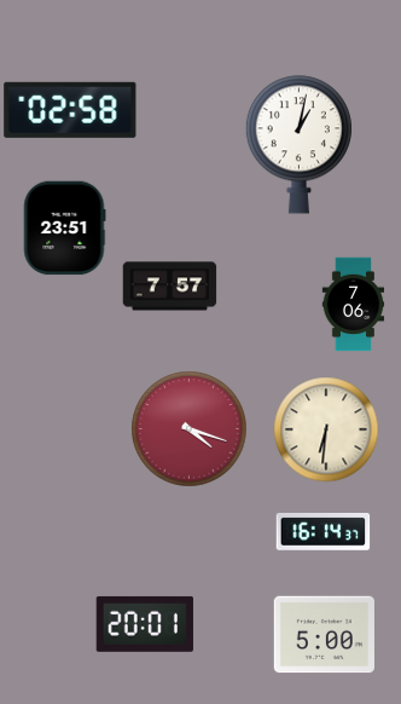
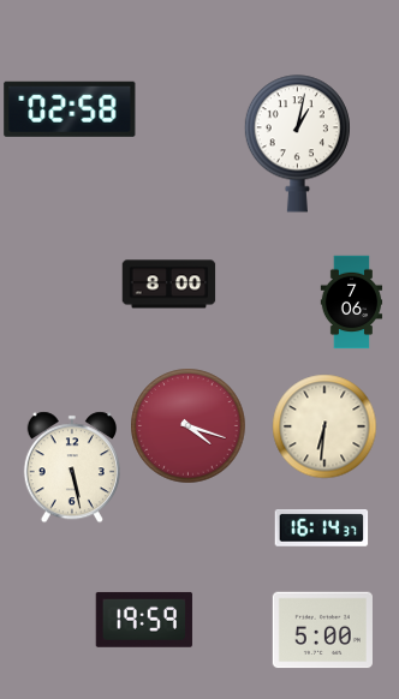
clock at (64, 227): 23:51 -> none
clock at (169, 287): 7:57 -> 8:00
clock at (72, 467): none -> 5:28
clock at (145, 624): 20:01 -> 19:59
